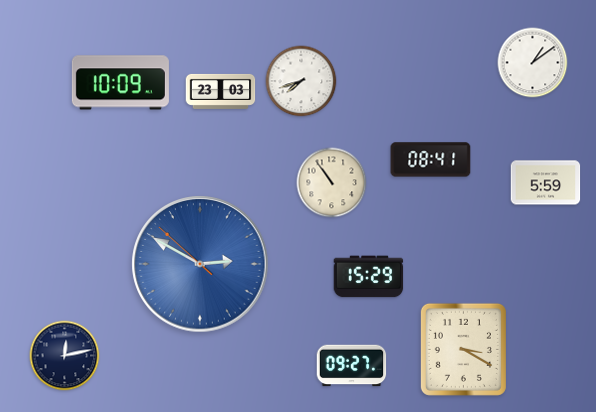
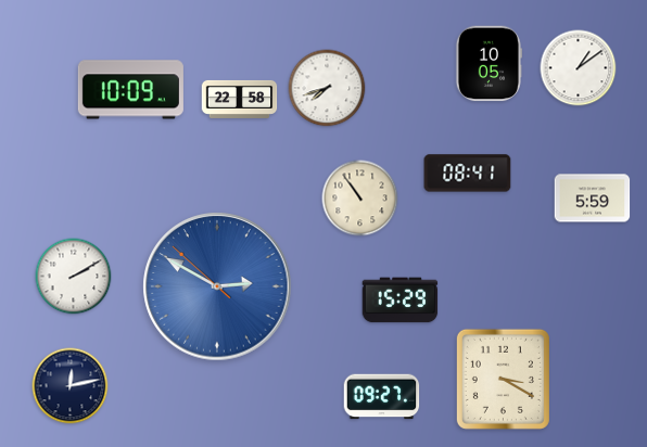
clock at (487, 64): none -> 10:05
clock at (221, 91): 23:03 -> 22:58
clock at (74, 277): none -> 2:10
